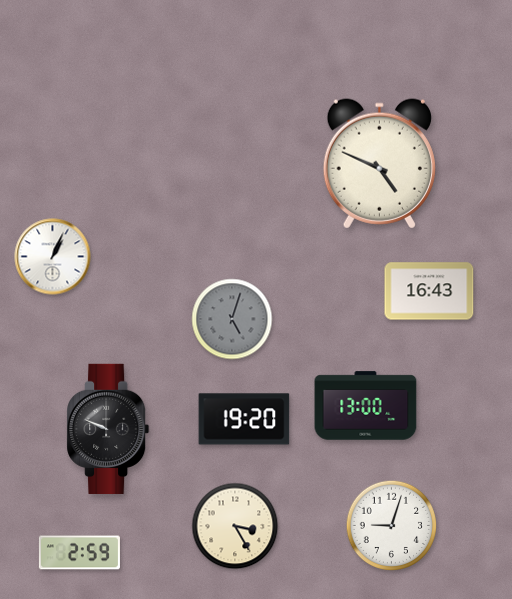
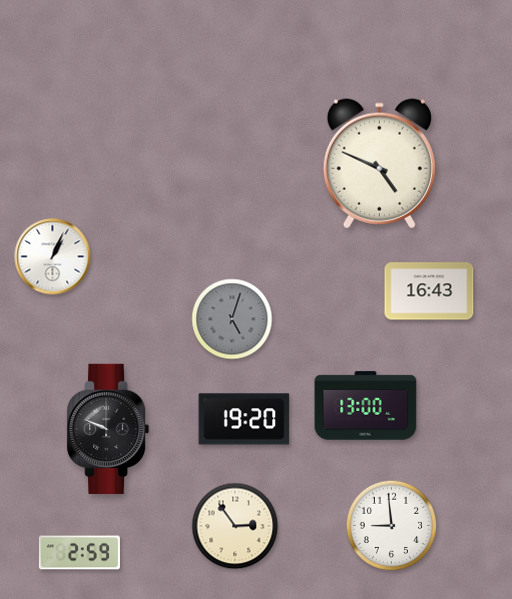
clock at (235, 526): 3:25 -> 2:54
clock at (392, 526): 9:03 -> 8:59
